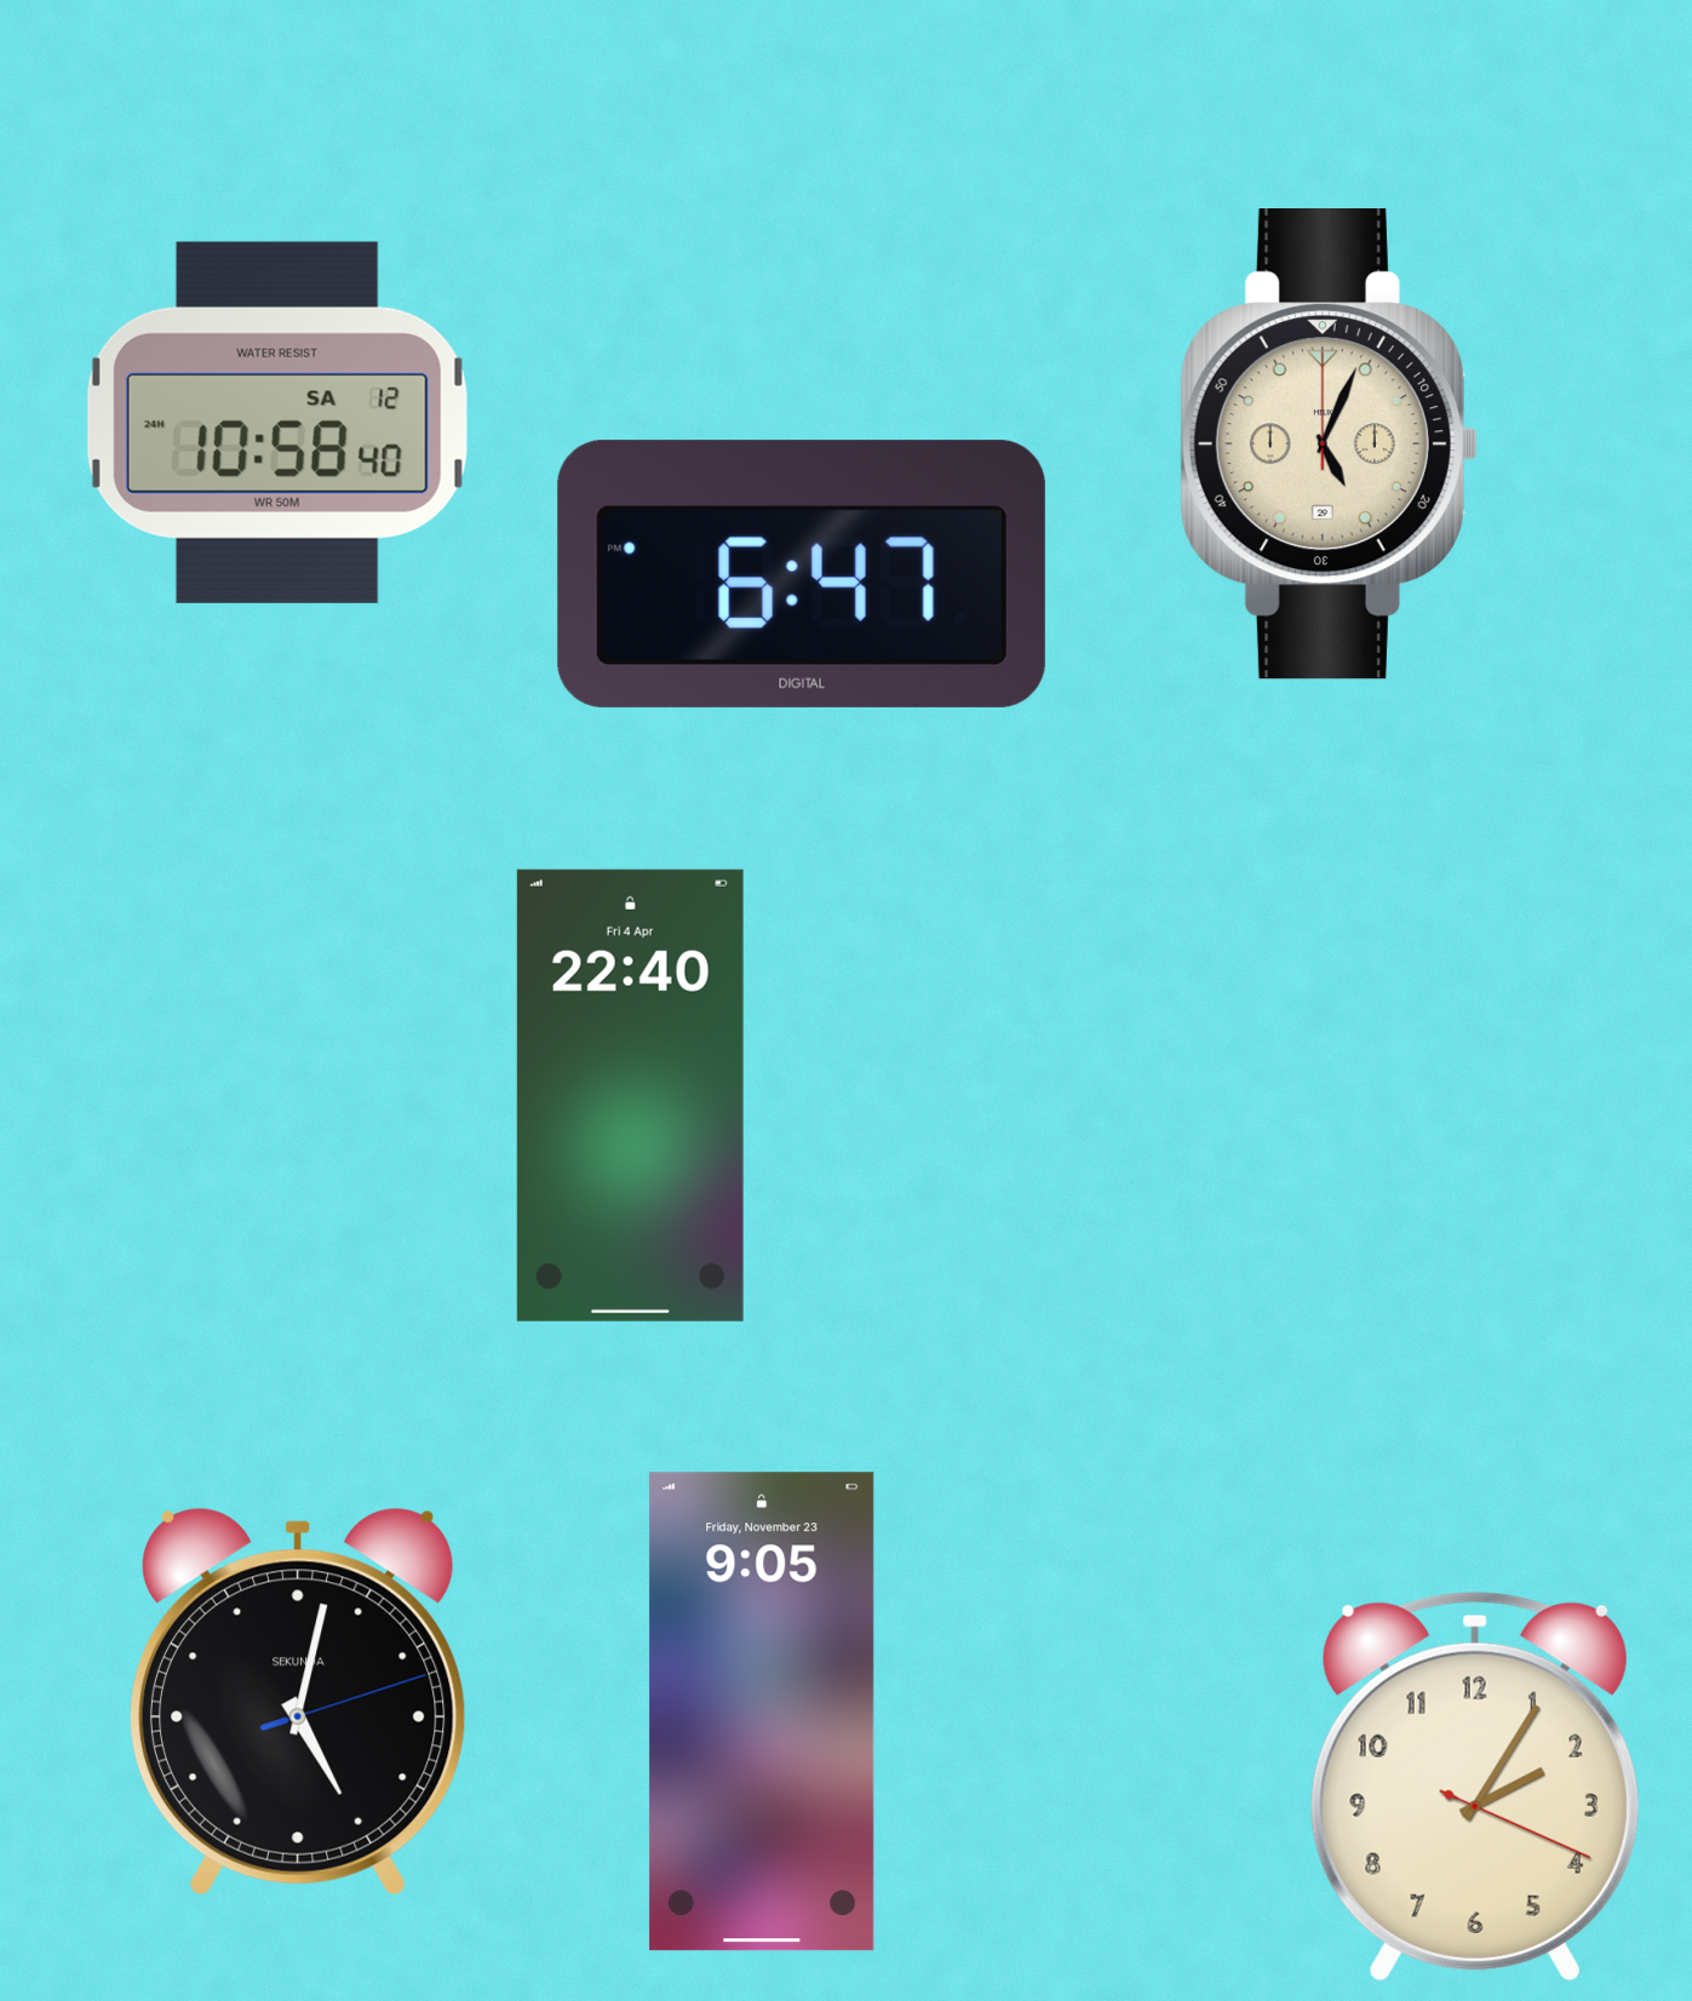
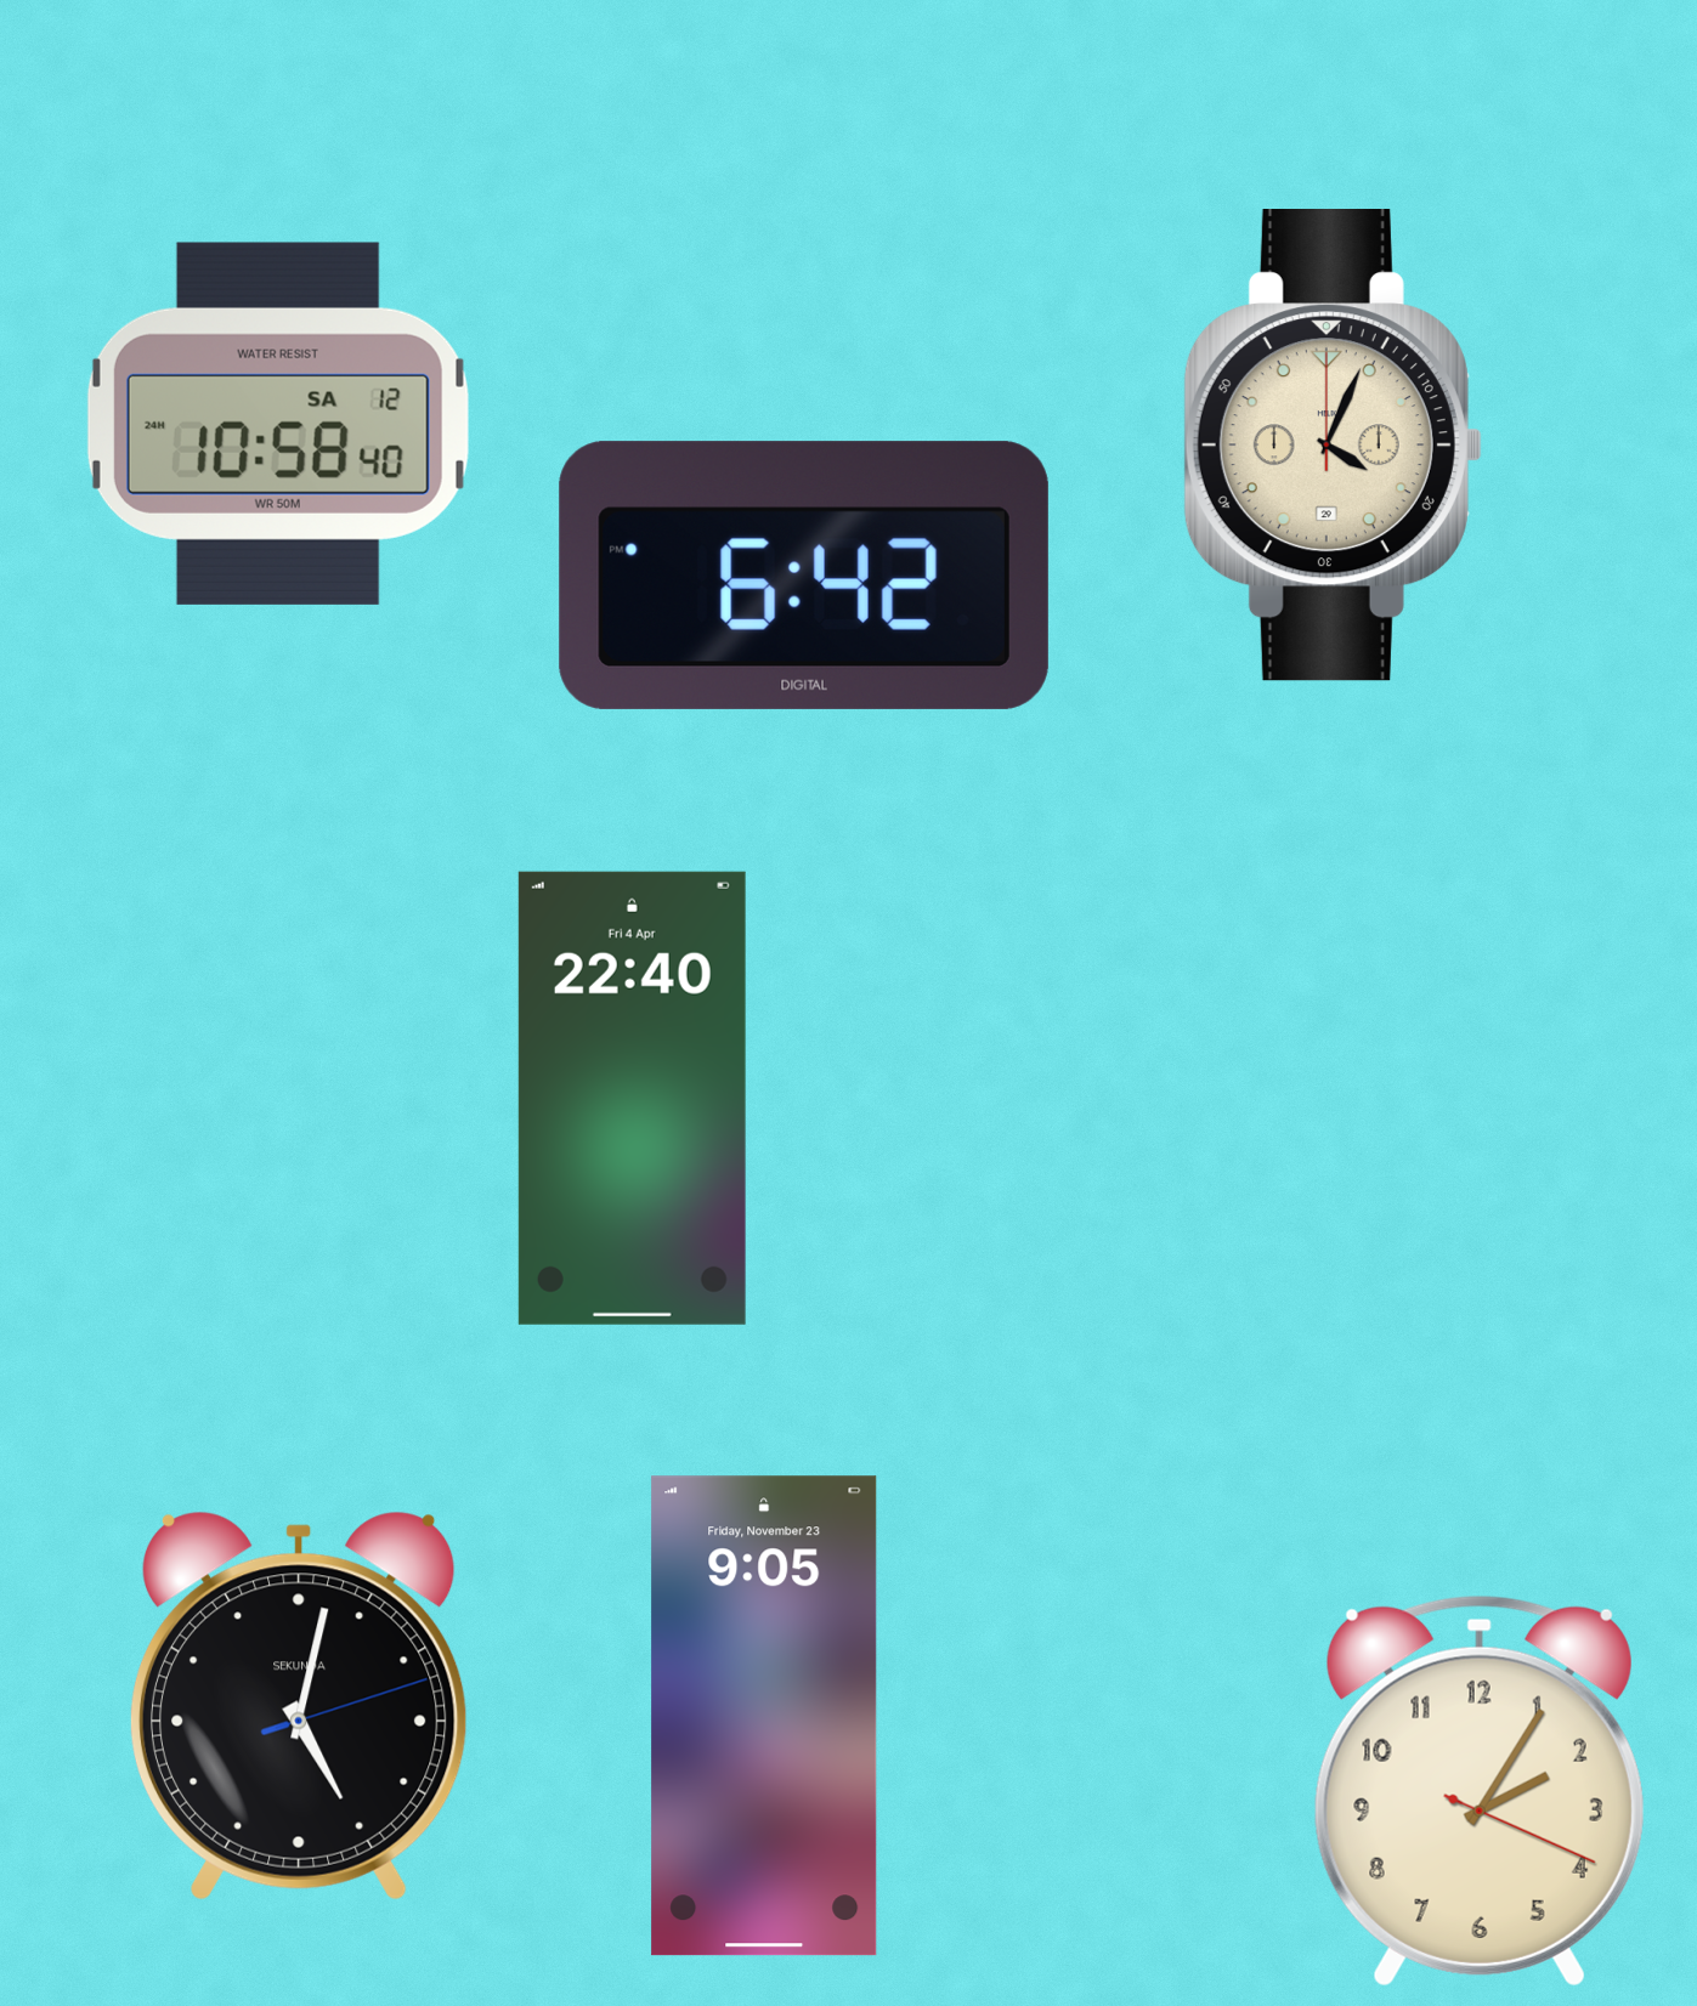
clock at (1329, 445): 5:04 -> 4:04
clock at (802, 574): 6:47 -> 6:42
